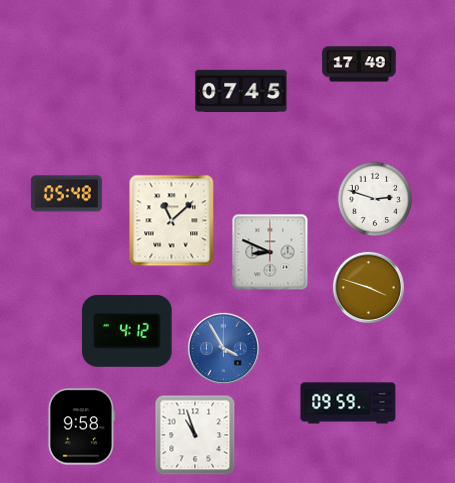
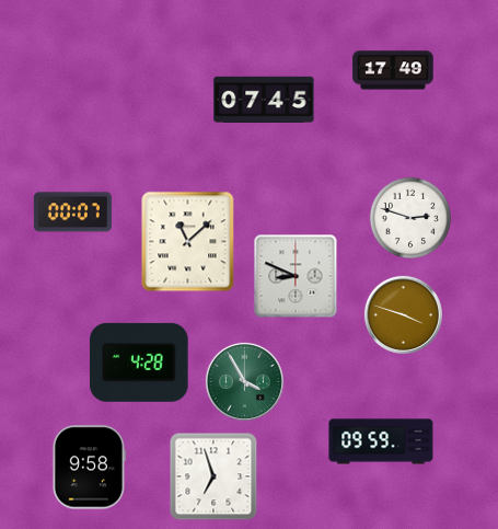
clock at (66, 194): 05:48 -> 00:07
clock at (127, 331): 4:12 -> 4:28
clock at (223, 348) dial: blue -> green
clock at (195, 435): 10:57 -> 6:57
